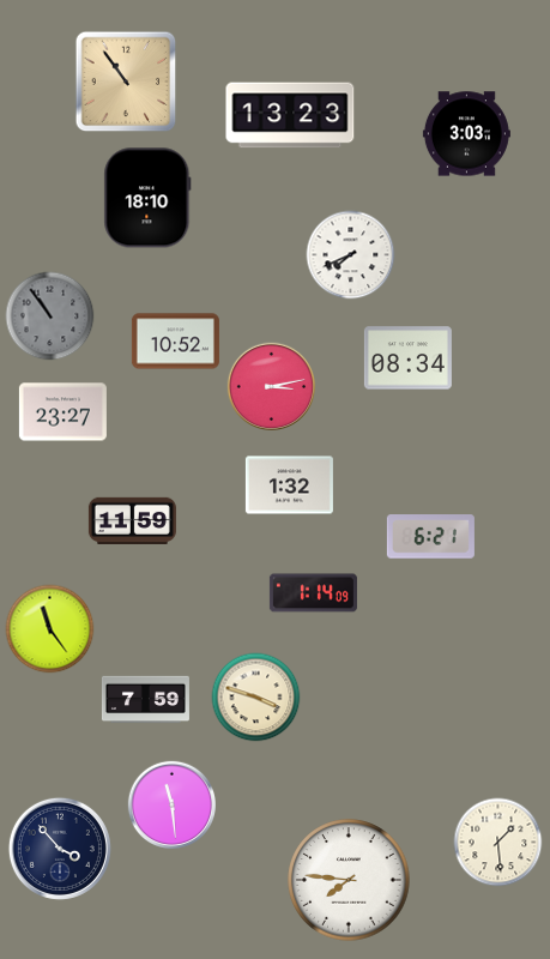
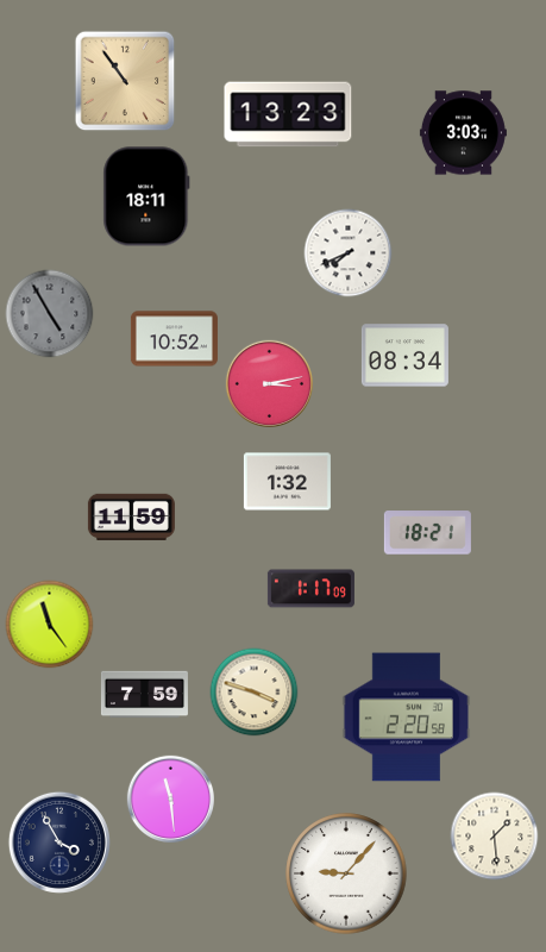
clock at (147, 198): 18:10 -> 18:11
clock at (50, 316): 10:54 -> 4:55
clock at (62, 412): 23:27 -> none
clock at (430, 537): 6:21 -> 18:21
clock at (313, 593): 1:14 -> 1:17
clock at (407, 718): none -> 2:20
clock at (60, 849): 3:53 -> 3:55
clock at (349, 880): 7:46 -> 9:07
